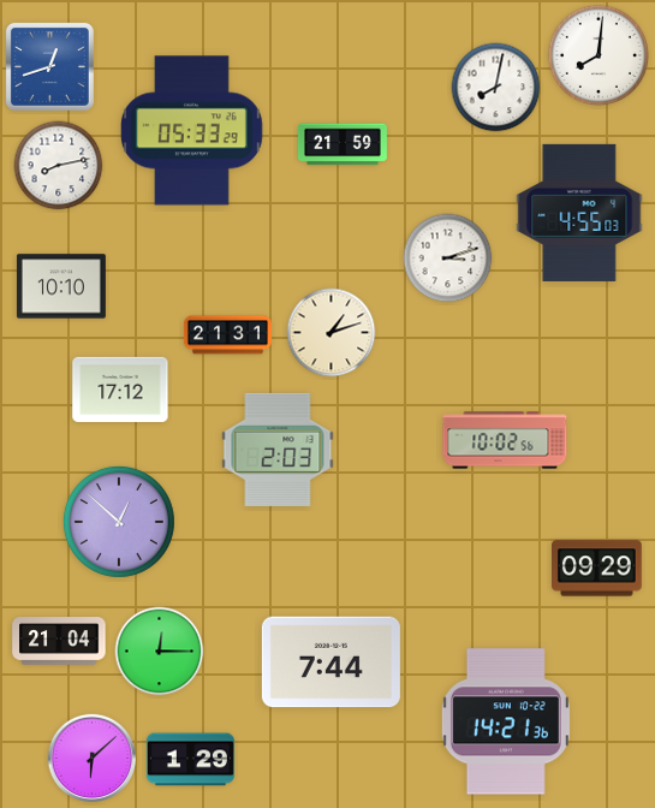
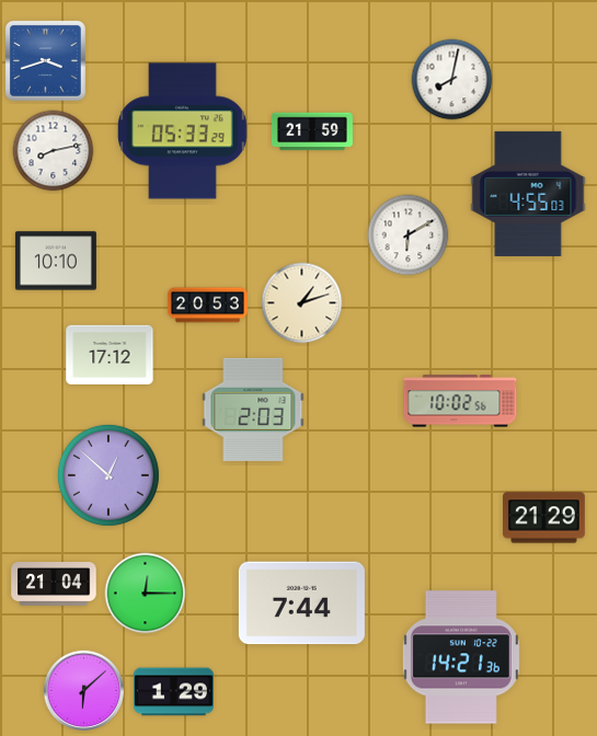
clock at (597, 55): 8:01 -> none
clock at (49, 66): 12:42 -> 3:42
clock at (191, 131) position: (191, 131) -> (182, 131)
clock at (448, 259): 3:12 -> 6:10
clock at (227, 335): 21:31 -> 20:53
clock at (597, 569): 09:29 -> 21:29
